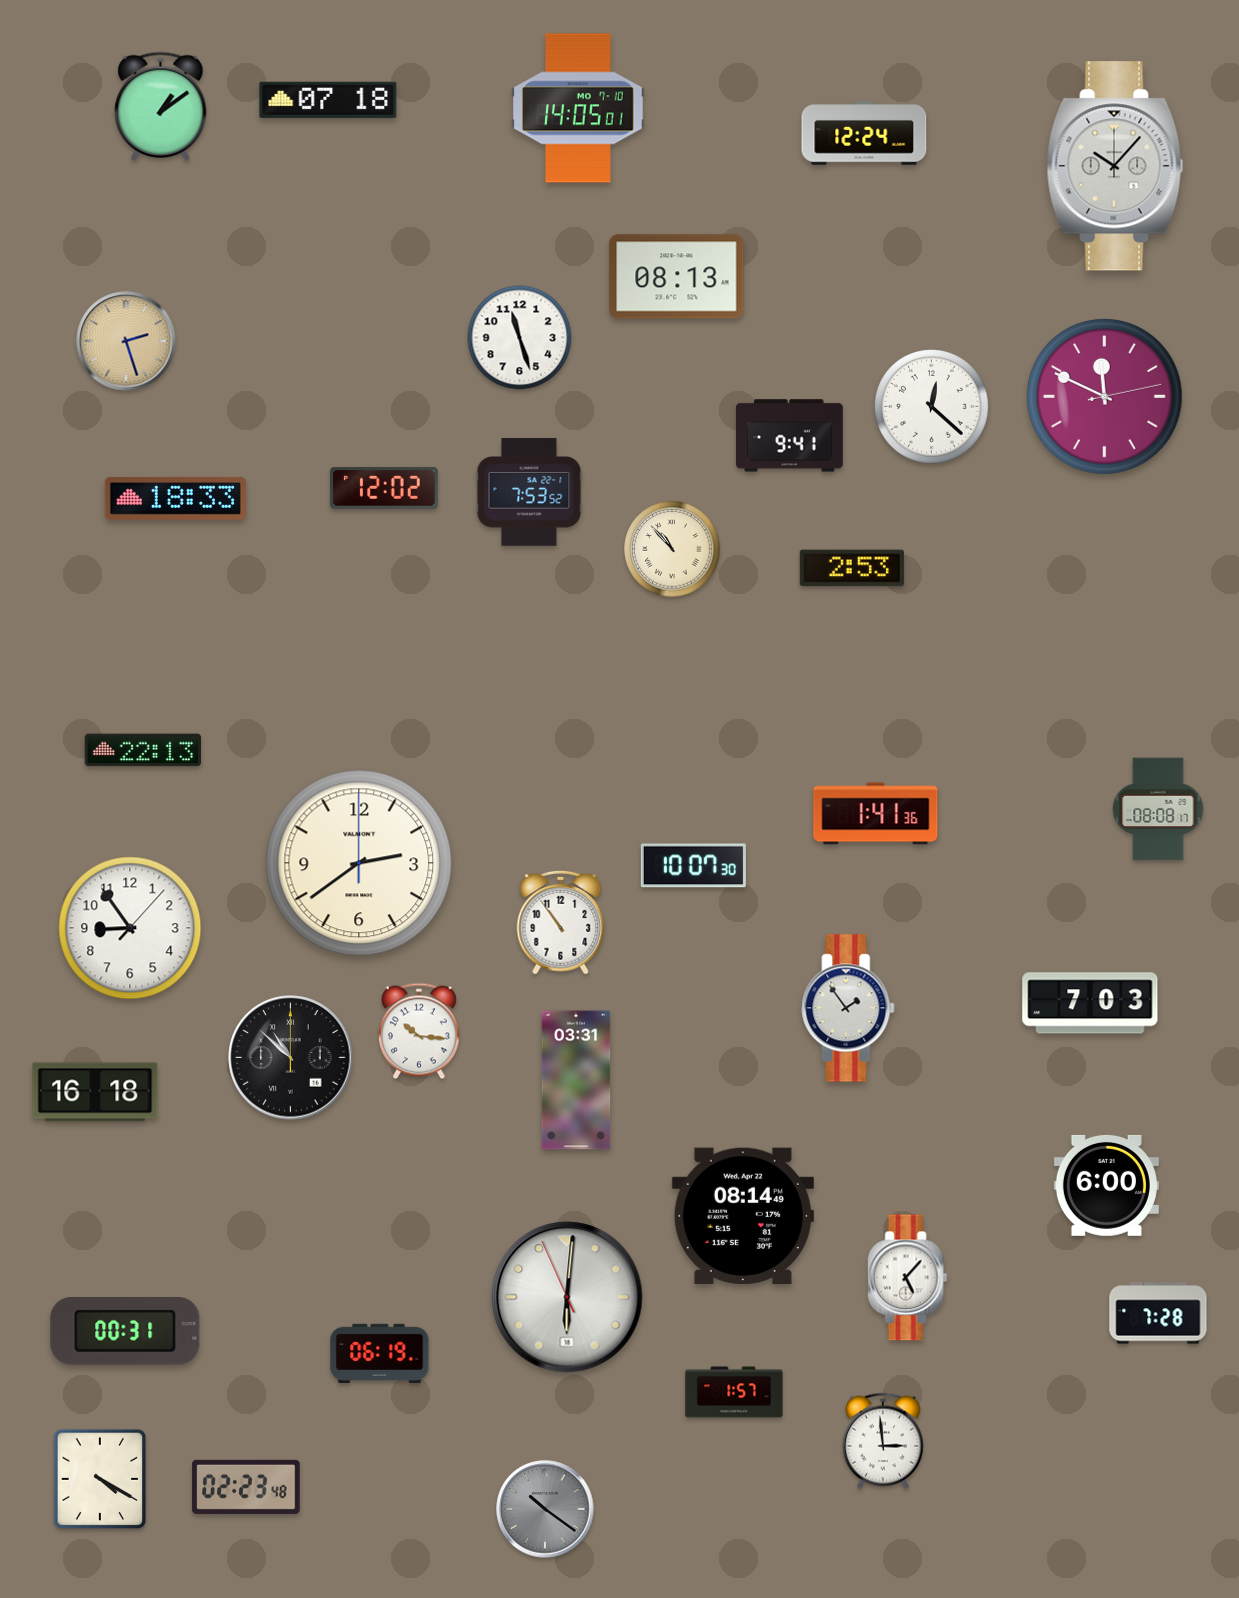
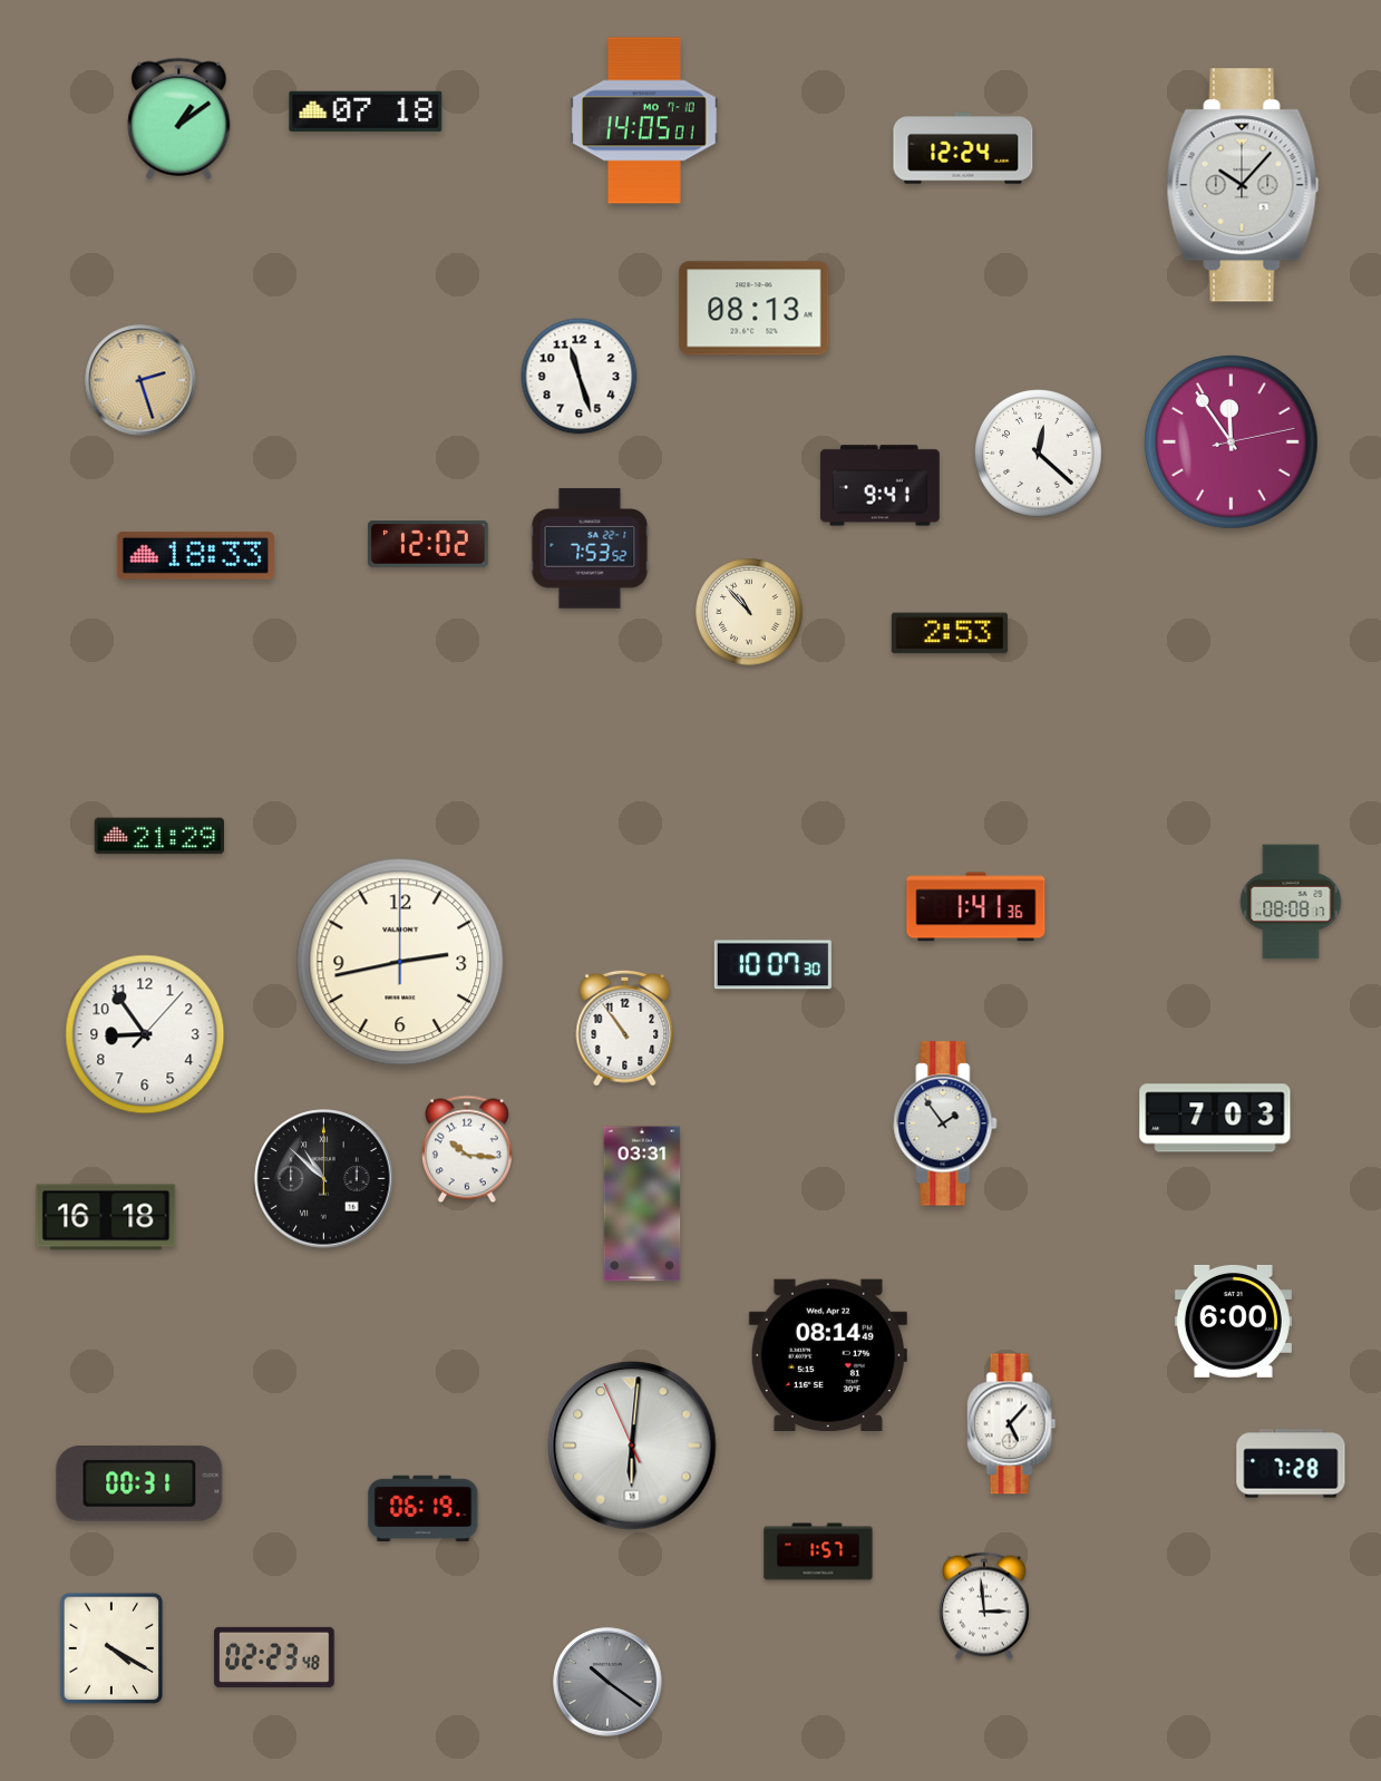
clock at (1105, 397): 11:49 -> 11:54
clock at (142, 750): 22:13 -> 21:29
clock at (359, 863): 2:39 -> 2:43
